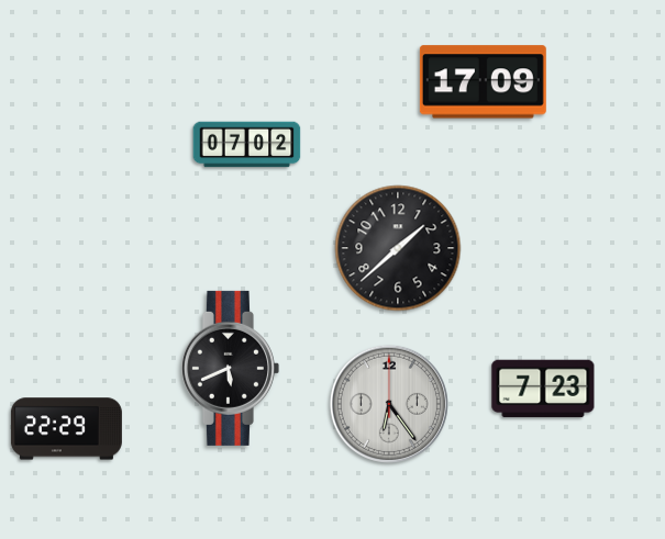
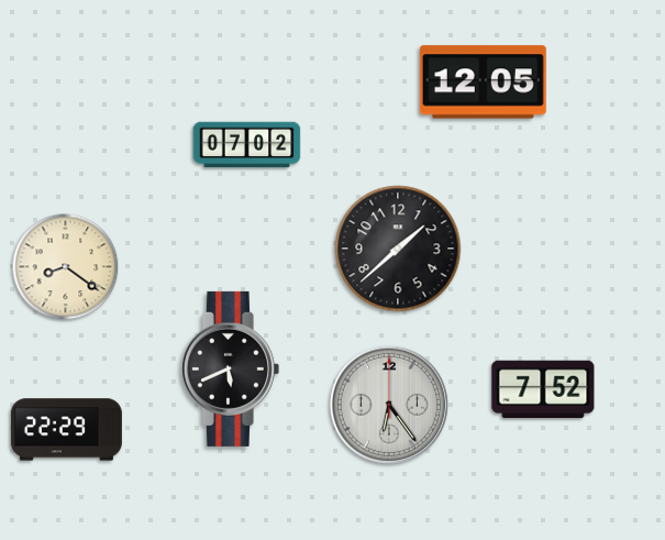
clock at (483, 82): 17:09 -> 12:05
clock at (66, 267): none -> 8:21
clock at (543, 389): 7:23 -> 7:52
